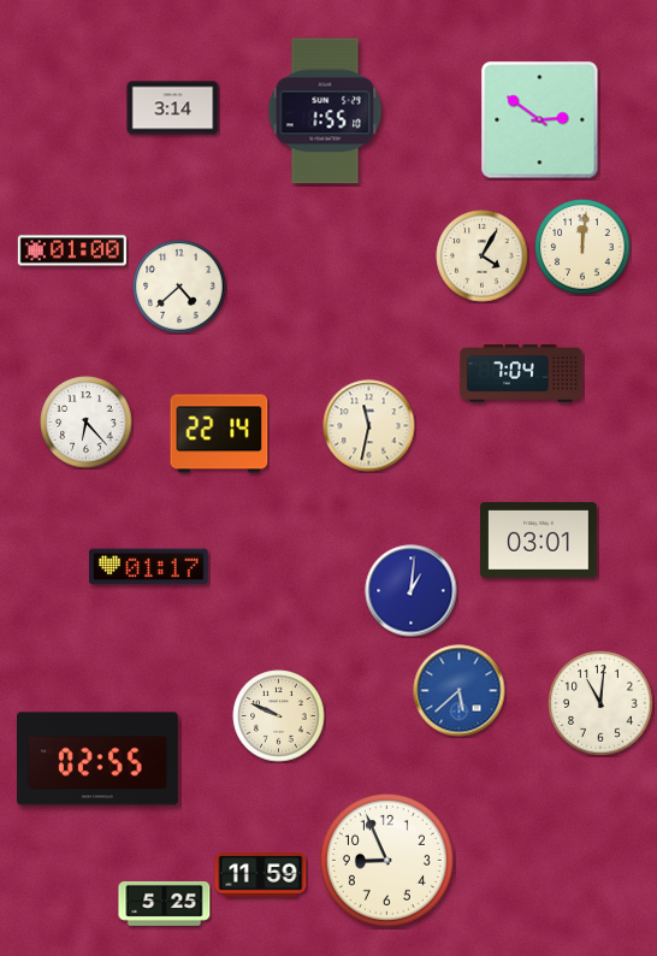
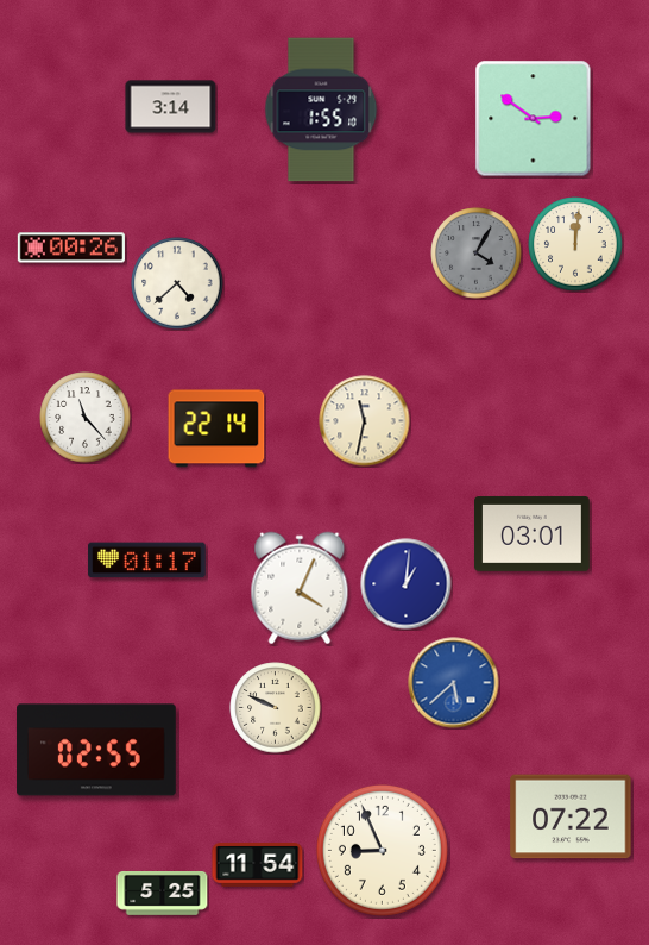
clock at (72, 250): 01:00 -> 00:26
clock at (483, 256) dial: cream -> grey
clock at (521, 374): 7:04 -> none
clock at (87, 423): 6:23 -> 11:23
clock at (300, 588): none -> 4:04
clock at (600, 703): 11:01 -> none
clock at (571, 816): none -> 07:22
clock at (261, 875): 11:59 -> 11:54
